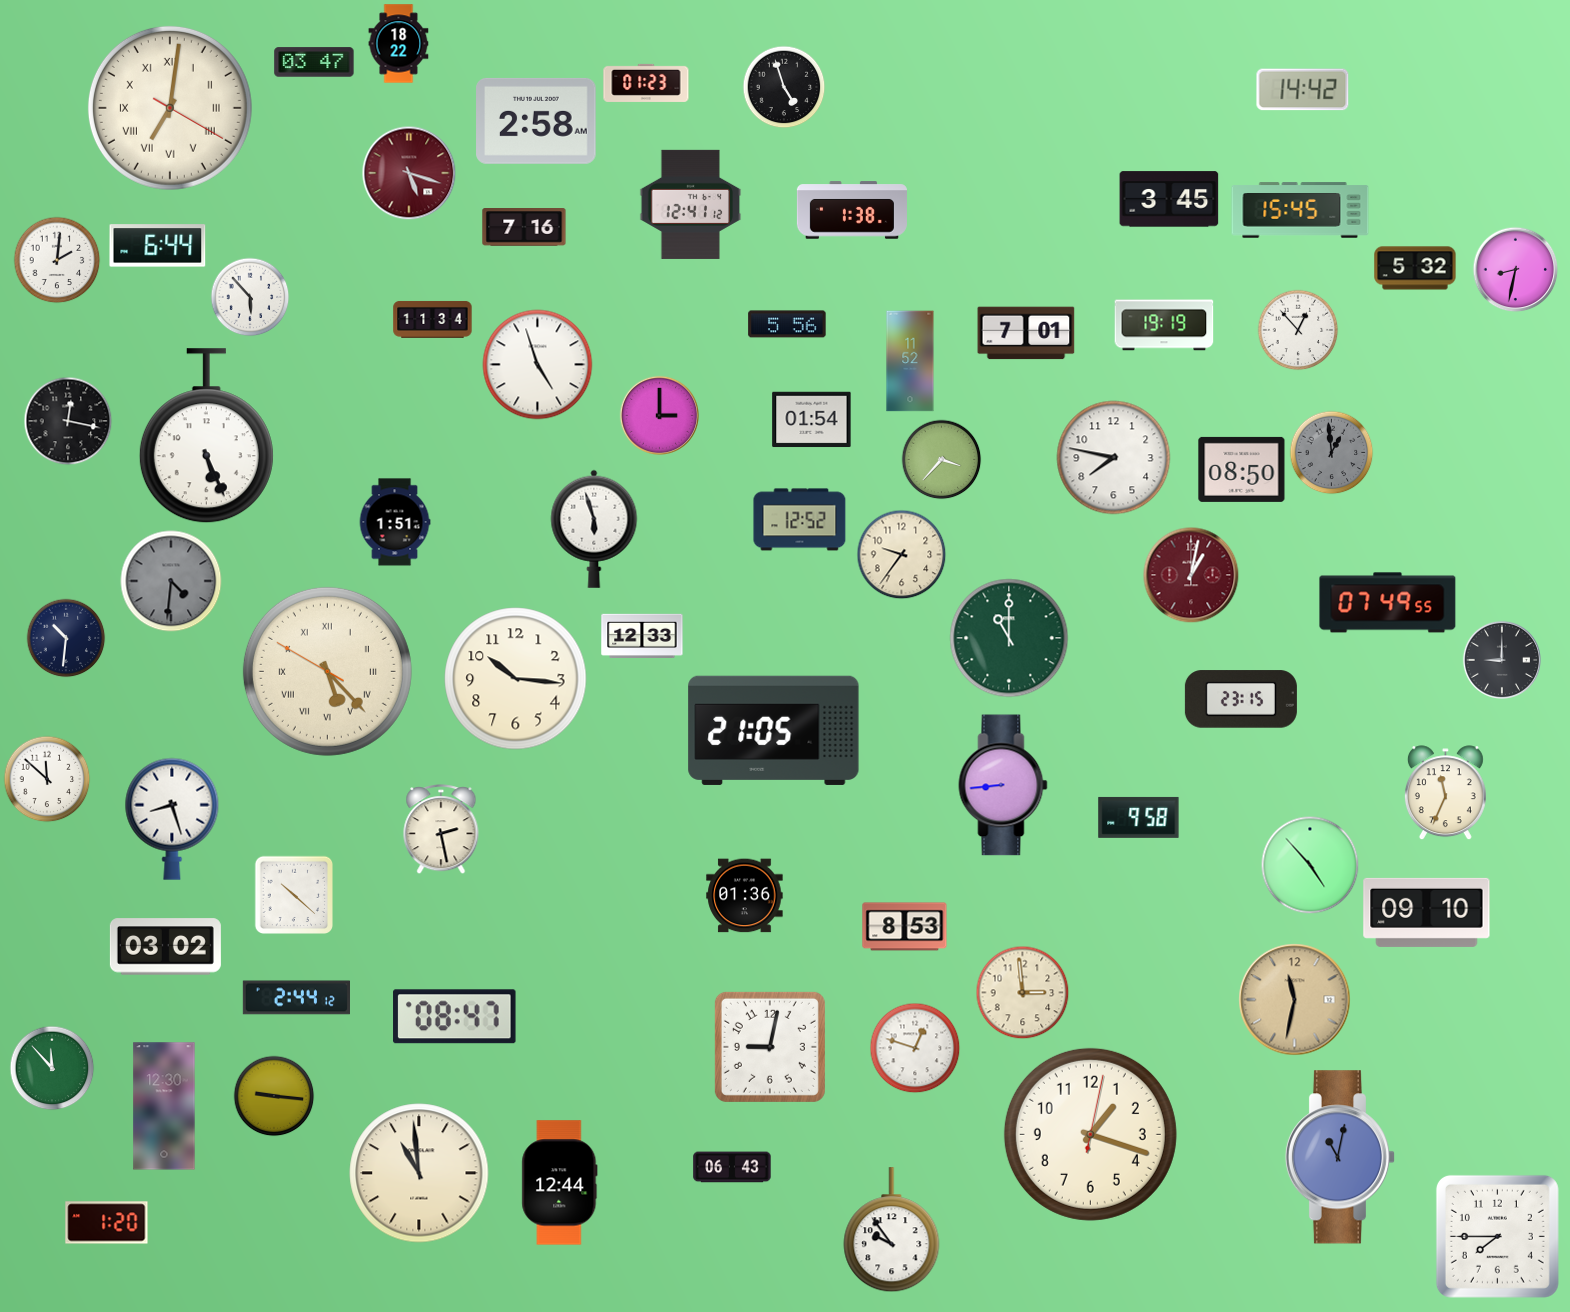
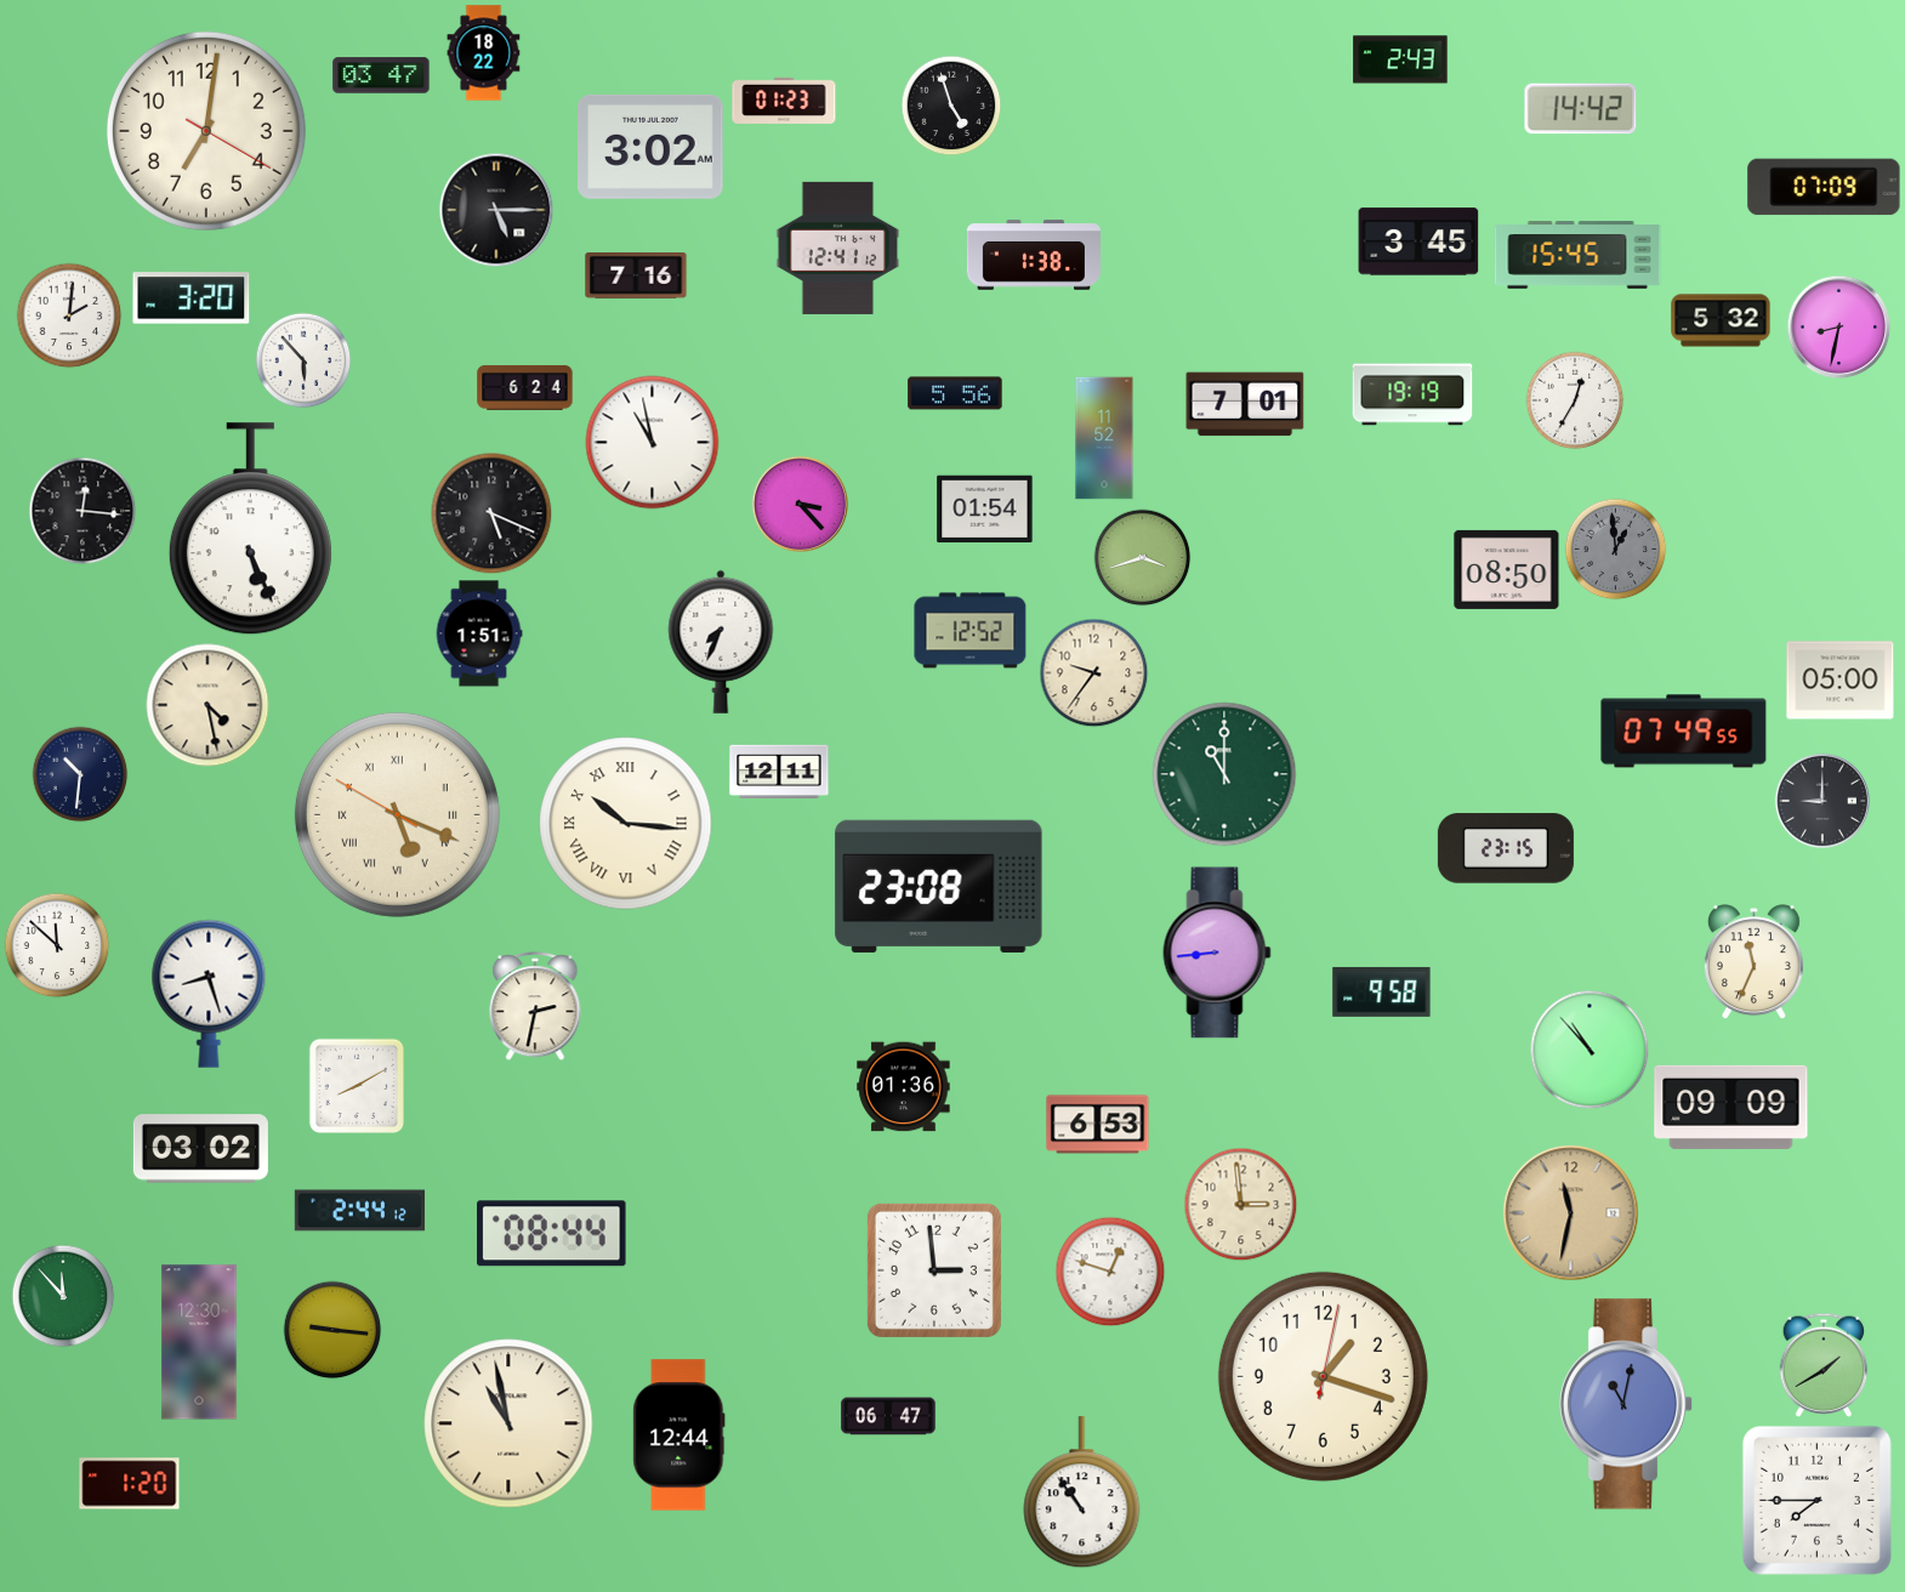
clock at (1400, 59): none -> 2:43
clock at (170, 108) numerals: Roman -> Arabic
clock at (536, 121): 2:58 -> 3:02
clock at (1824, 187): none -> 07:09
clock at (409, 173): 5:18 -> 5:15
clock at (409, 173) dial: burgundy -> black
clock at (158, 246): 6:44 -> 3:20
clock at (1415, 268) position: (1415, 268) -> (1721, 320)
clock at (433, 320): 11:34 -> 6:24
clock at (1298, 330): 12:53 -> 12:35
clock at (538, 365): 4:57 -> 10:58
clock at (659, 415): 3:00 -> 3:23
clock at (68, 421): 12:17 -> 12:16
clock at (491, 513): none -> 5:19
clock at (1114, 458): 7:47 -> none
clock at (941, 459): 3:37 -> 3:42
clock at (594, 529): 5:57 -> 7:34
clock at (1841, 681): none -> 05:00
clock at (1191, 575): 1:02 -> none
clock at (171, 581): 4:31 -> 4:28
clock at (171, 581) dial: grey -> cream
clock at (642, 635): 12:33 -> 12:11
clock at (327, 671): 5:22 -> 5:18
clock at (516, 679) numerals: Arabic -> Roman
clock at (774, 730): 21:05 -> 23:08
clock at (441, 829): 2:28 -> 2:32
clock at (1310, 865): 4:53 -> 10:53
clock at (293, 894): 10:22 -> 8:10
clock at (1427, 912): 09:10 -> 09:09
clock at (905, 927): 8:53 -> 6:53
clock at (455, 1017): 08:47 -> 08:44
clock at (770, 1047): 9:02 -> 2:59
clock at (1824, 1365): none -> 1:40
clock at (732, 1167): 06:43 -> 06:47
clock at (419, 1173): 10:59 -> 10:58
clock at (892, 1230): 9:54 -> 10:54
